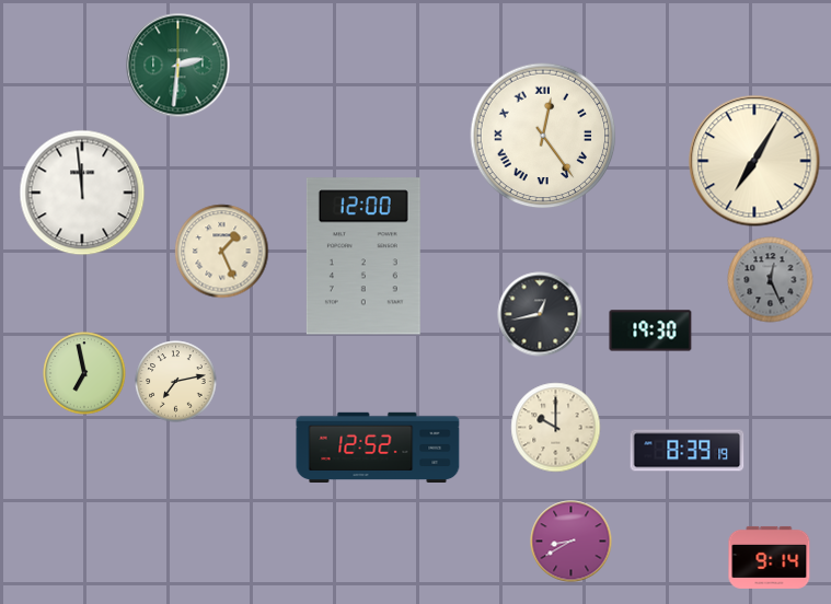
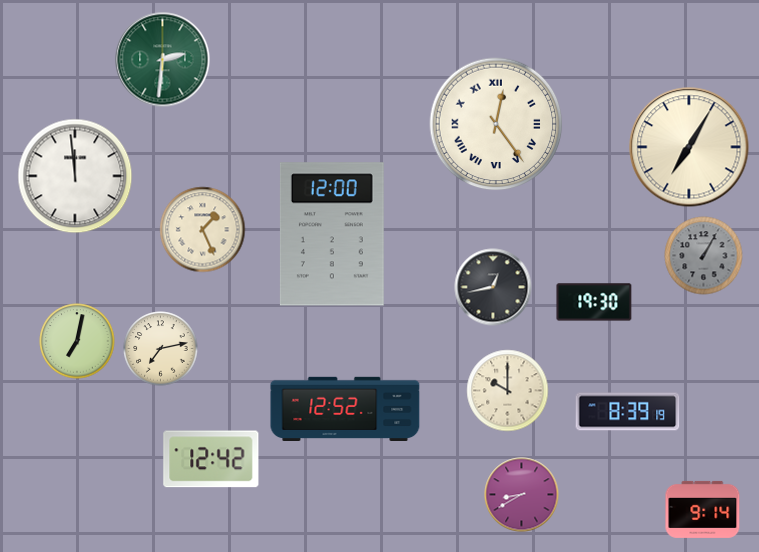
clock at (771, 280): 12:26 -> 1:05
clock at (84, 373): 6:58 -> 7:02
clock at (211, 459): none -> 12:42
